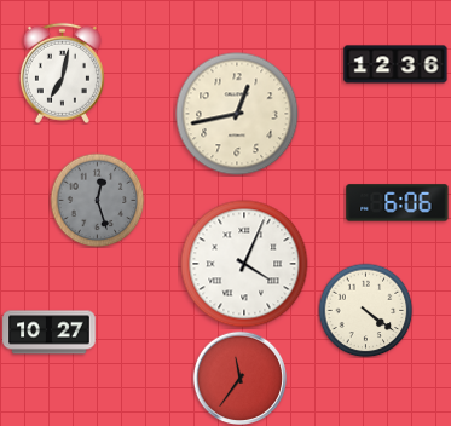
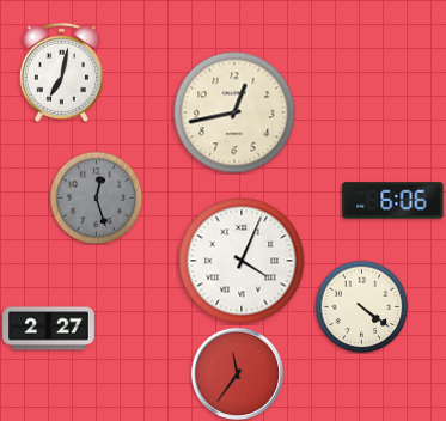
clock at (395, 64): 12:36 -> none
clock at (50, 333): 10:27 -> 2:27
